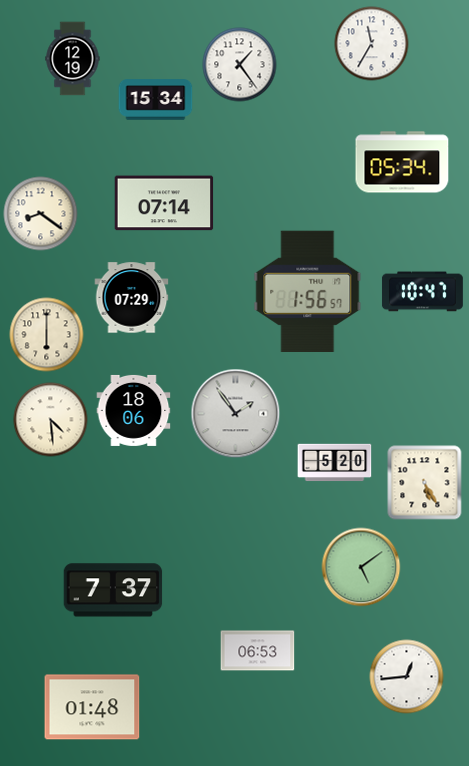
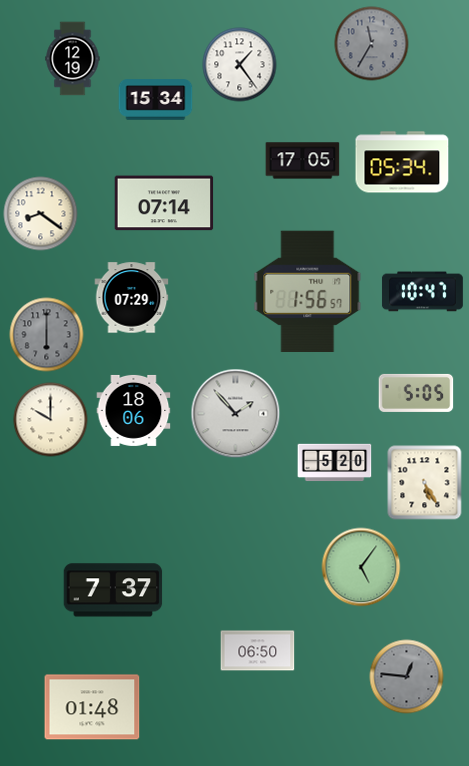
clock at (372, 44) dial: white -> grey
clock at (303, 161): none -> 17:05
clock at (47, 335) dial: cream -> grey
clock at (416, 393): none -> 5:05
clock at (236, 414): 1:54 -> 1:53
clock at (51, 420): 4:29 -> 10:00
clock at (361, 567): 5:09 -> 5:06
clock at (258, 651): 06:53 -> 06:50
clock at (407, 677): 12:44 -> 12:46
clock at (407, 677) dial: white -> grey
